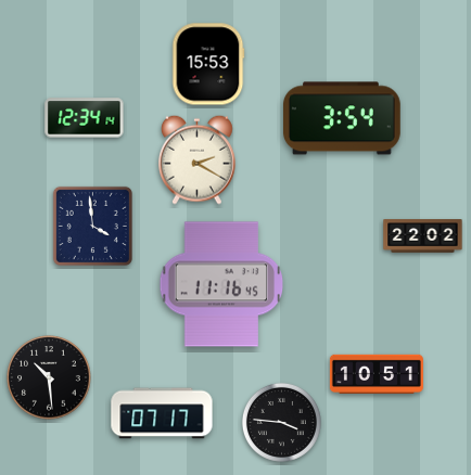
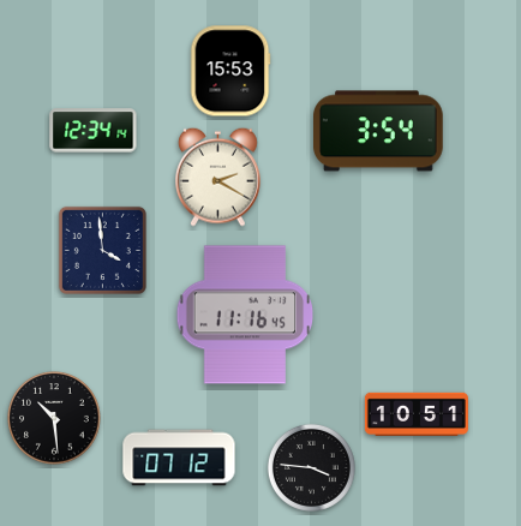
clock at (423, 236): 22:02 -> none
clock at (162, 413): 07:17 -> 07:12
